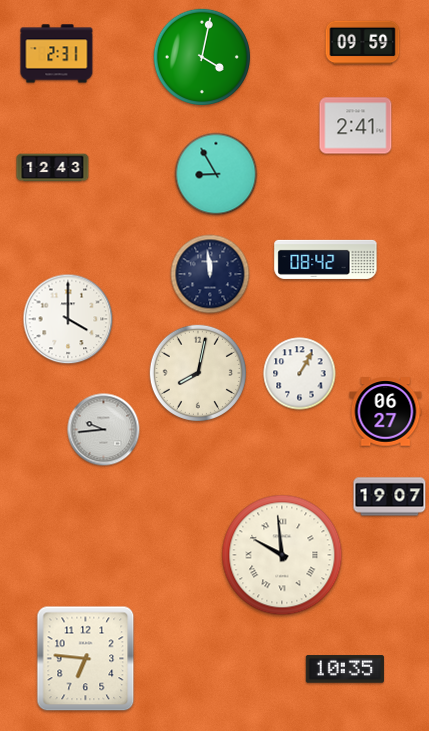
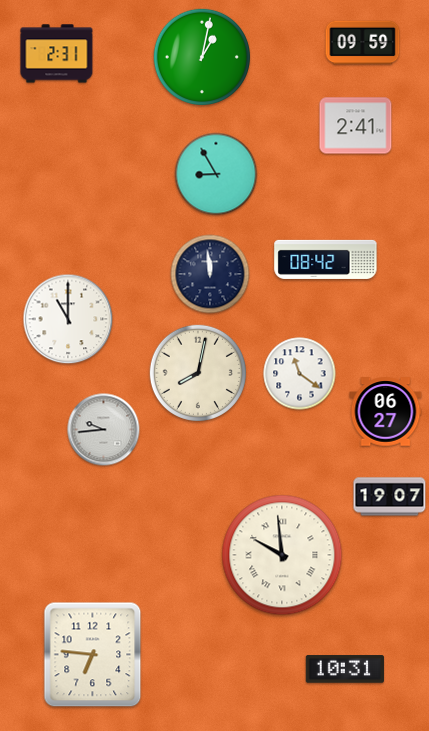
clock at (202, 57): 4:02 -> 1:02
clock at (53, 168): 12:43 -> none
clock at (68, 319): 4:00 -> 11:00
clock at (300, 374): 1:05 -> 11:21
clock at (86, 659) position: (86, 659) -> (93, 655)
clock at (345, 669): 10:35 -> 10:31
